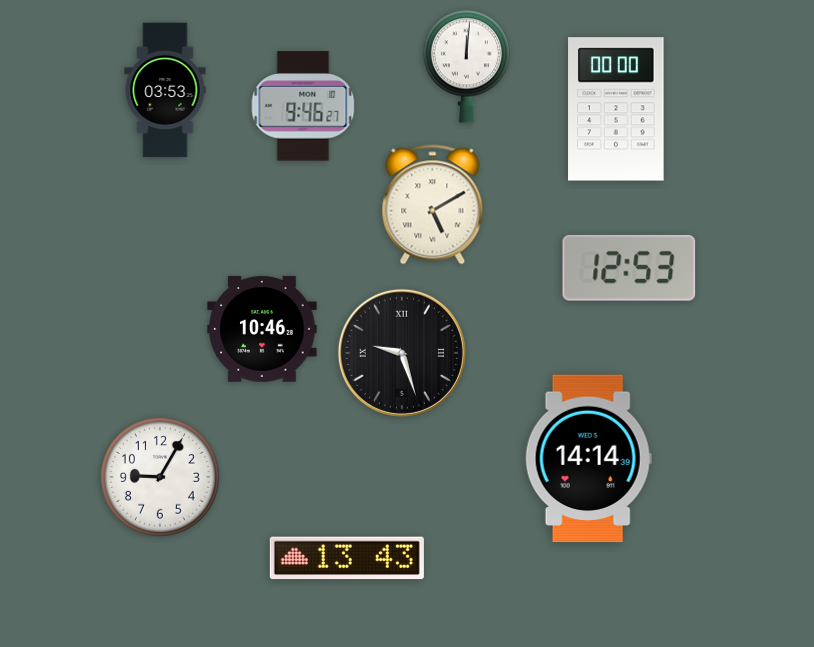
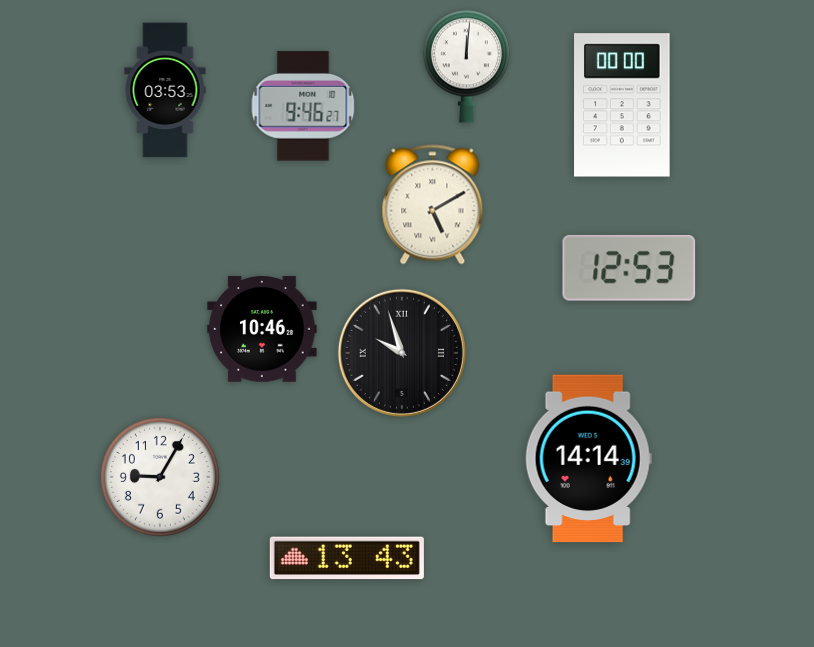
clock at (616, 109) position: (616, 109) -> (622, 105)
clock at (402, 353): 9:27 -> 9:57
